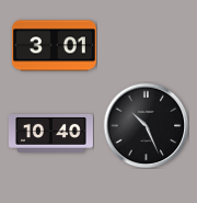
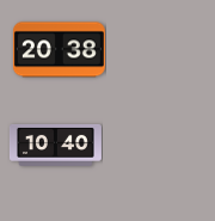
clock at (54, 46): 3:01 -> 20:38
clock at (146, 125): 10:26 -> none
